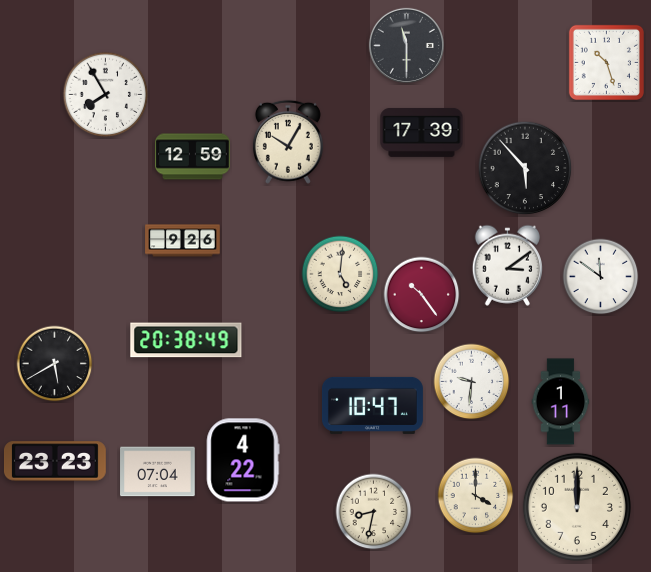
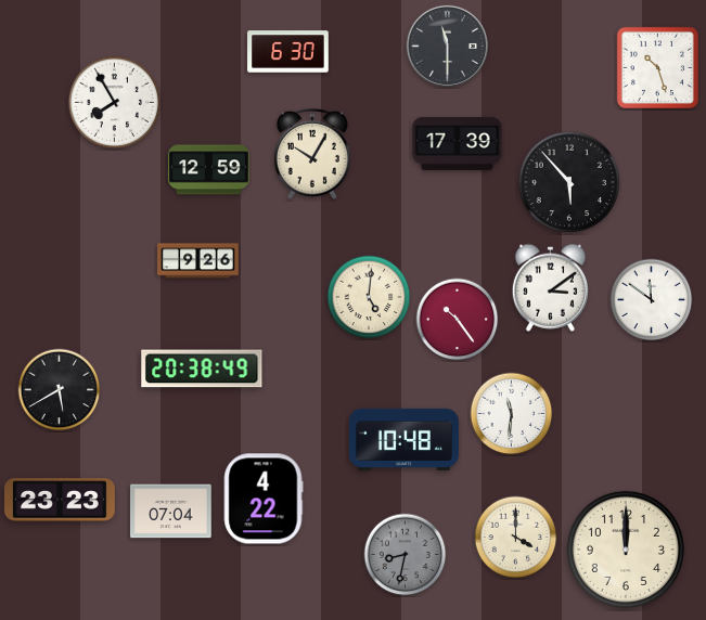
clock at (406, 45) position: (406, 45) -> (447, 46)
clock at (288, 52): none -> 6:30
clock at (55, 364) position: (55, 364) -> (60, 390)
clock at (472, 382): 9:31 -> 11:31
clock at (561, 402): 1:11 -> none
clock at (372, 405): 10:47 -> 10:48
clock at (374, 512) dial: cream -> grey
